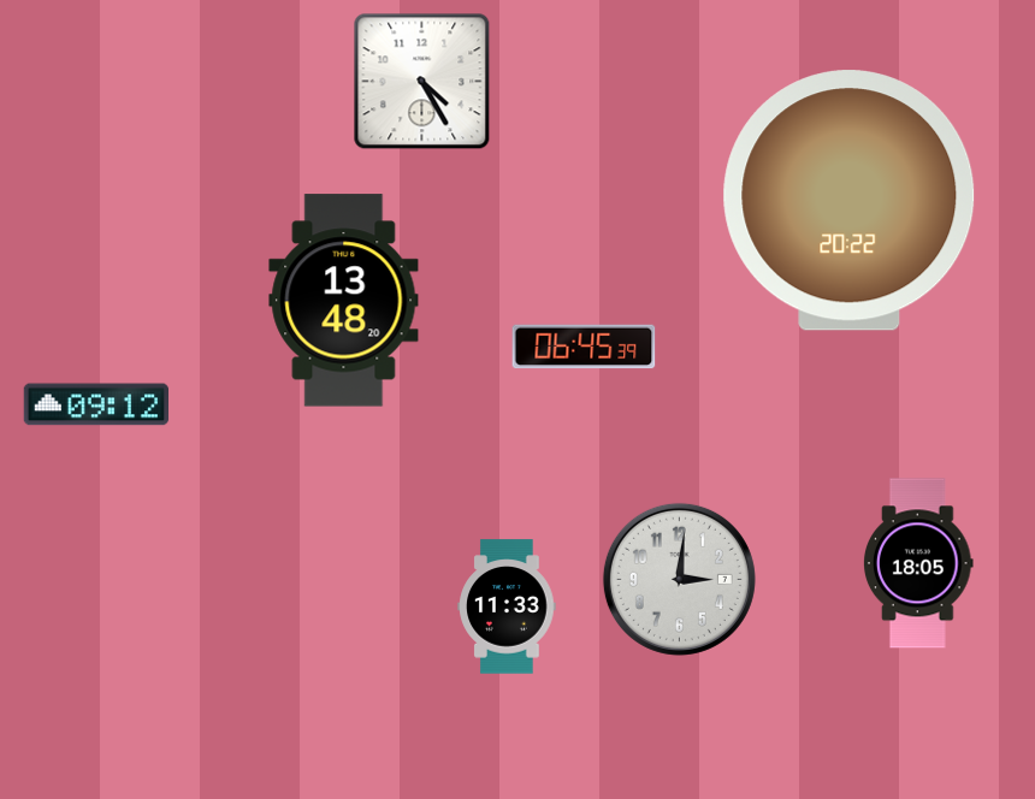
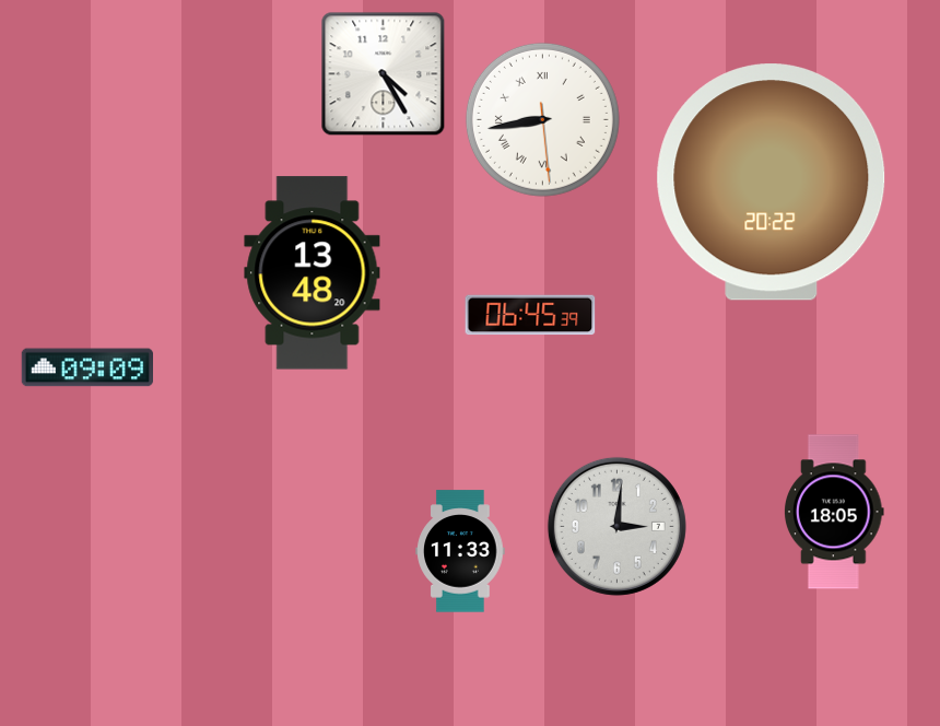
clock at (542, 119): none -> 8:43
clock at (95, 404): 09:12 -> 09:09
